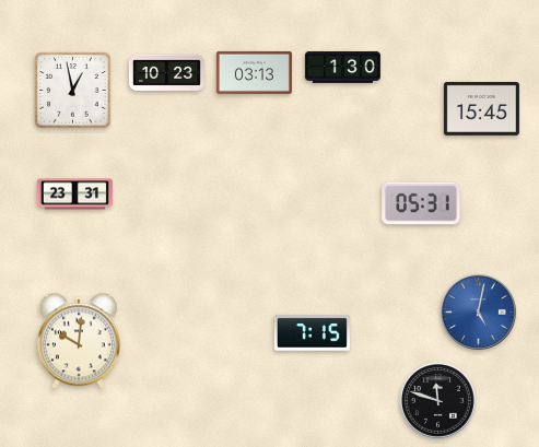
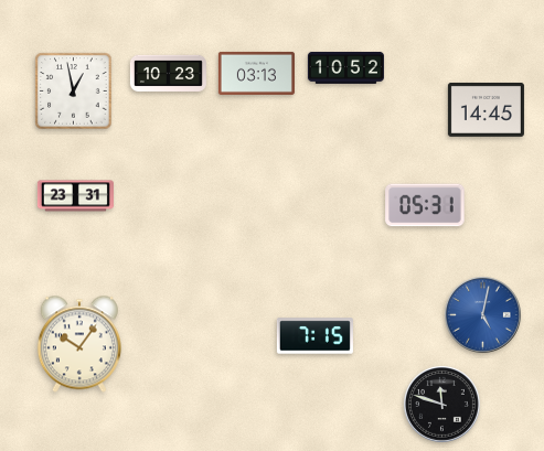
clock at (342, 67): 1:30 -> 10:52
clock at (481, 108): 15:45 -> 14:45
clock at (79, 341): 10:01 -> 10:06
